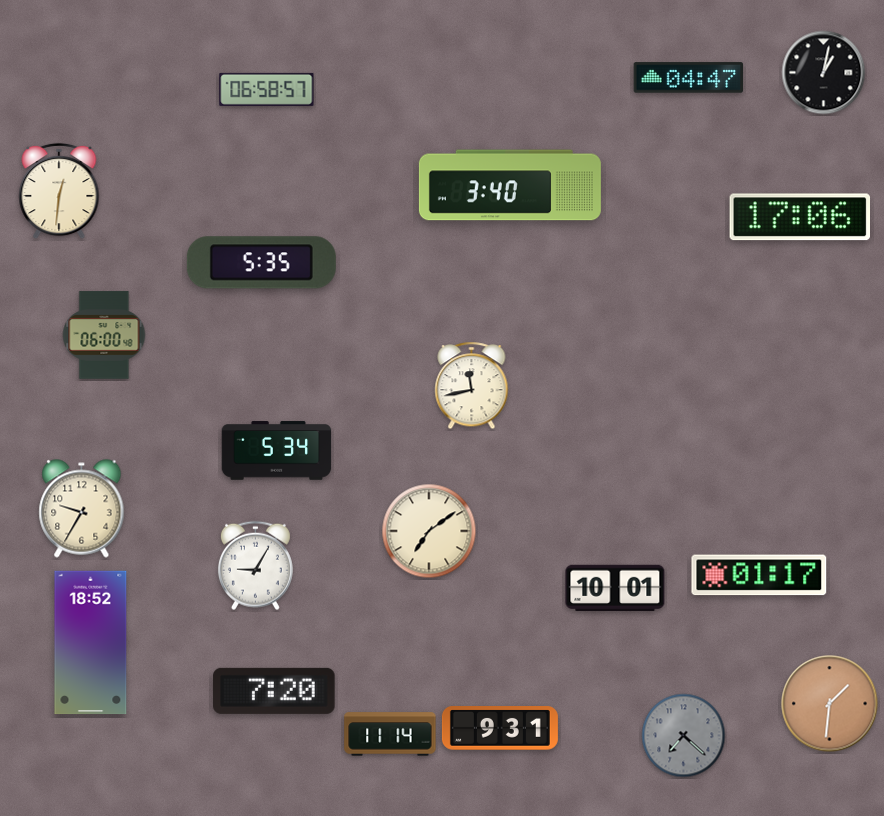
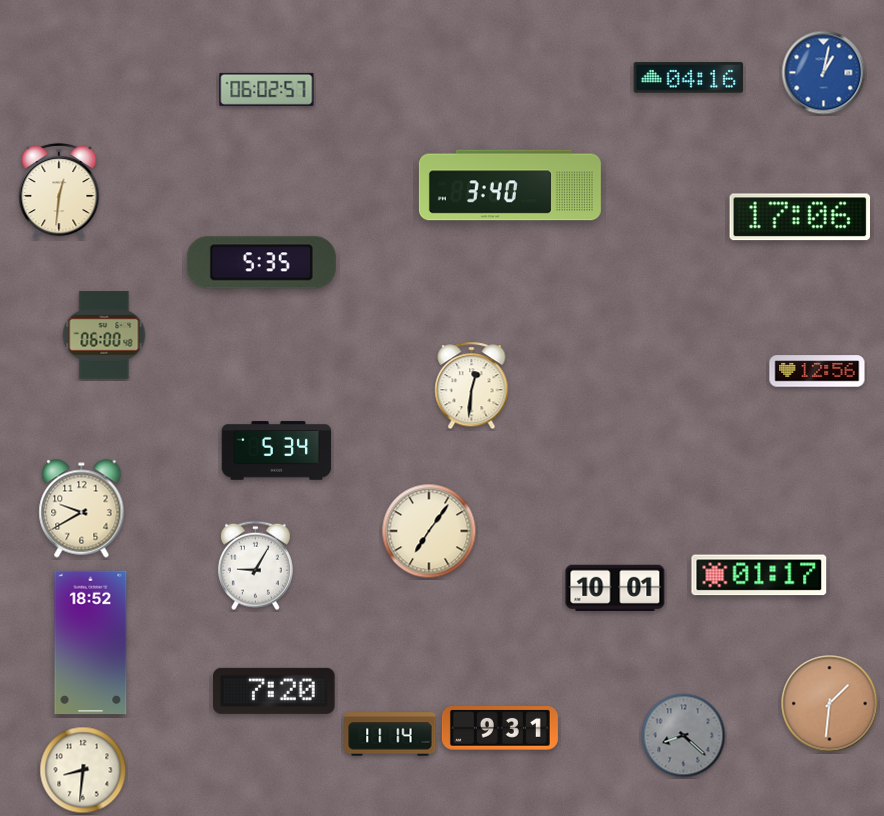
clock at (824, 73) dial: black -> blue
clock at (689, 78): 04:47 -> 04:16
clock at (267, 89): 06:58 -> 06:02
clock at (817, 371): none -> 12:56
clock at (472, 386): 11:43 -> 12:31
clock at (82, 509): 9:35 -> 9:40
clock at (429, 531): 7:09 -> 7:06
clock at (684, 736): 7:22 -> 8:22
clock at (83, 770): none -> 8:31
